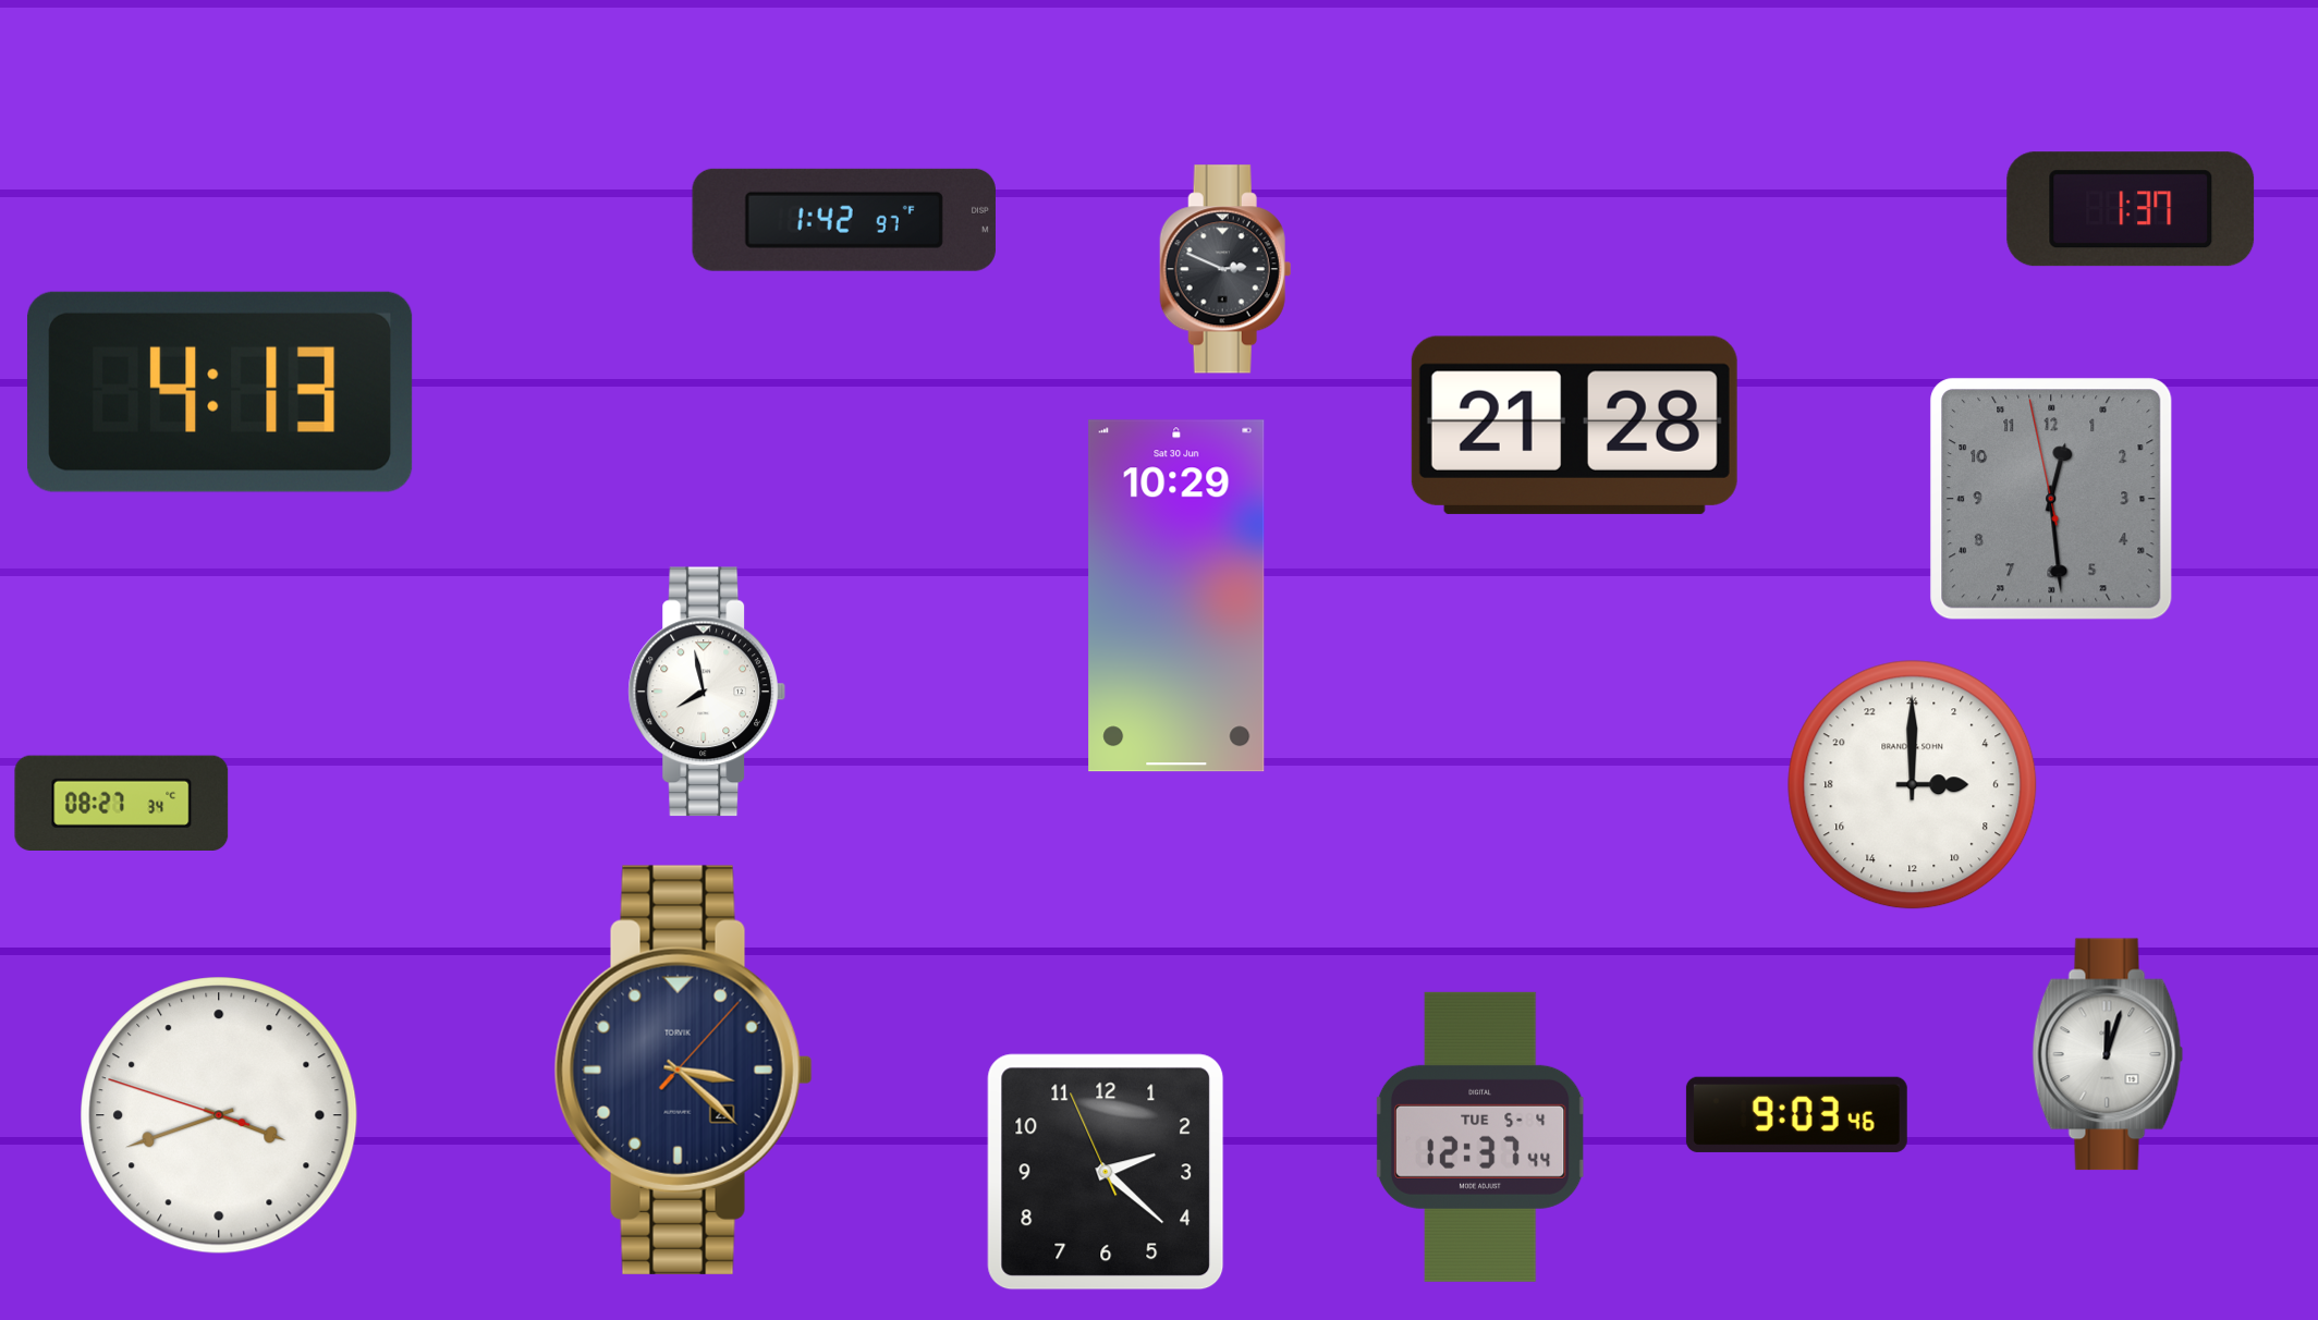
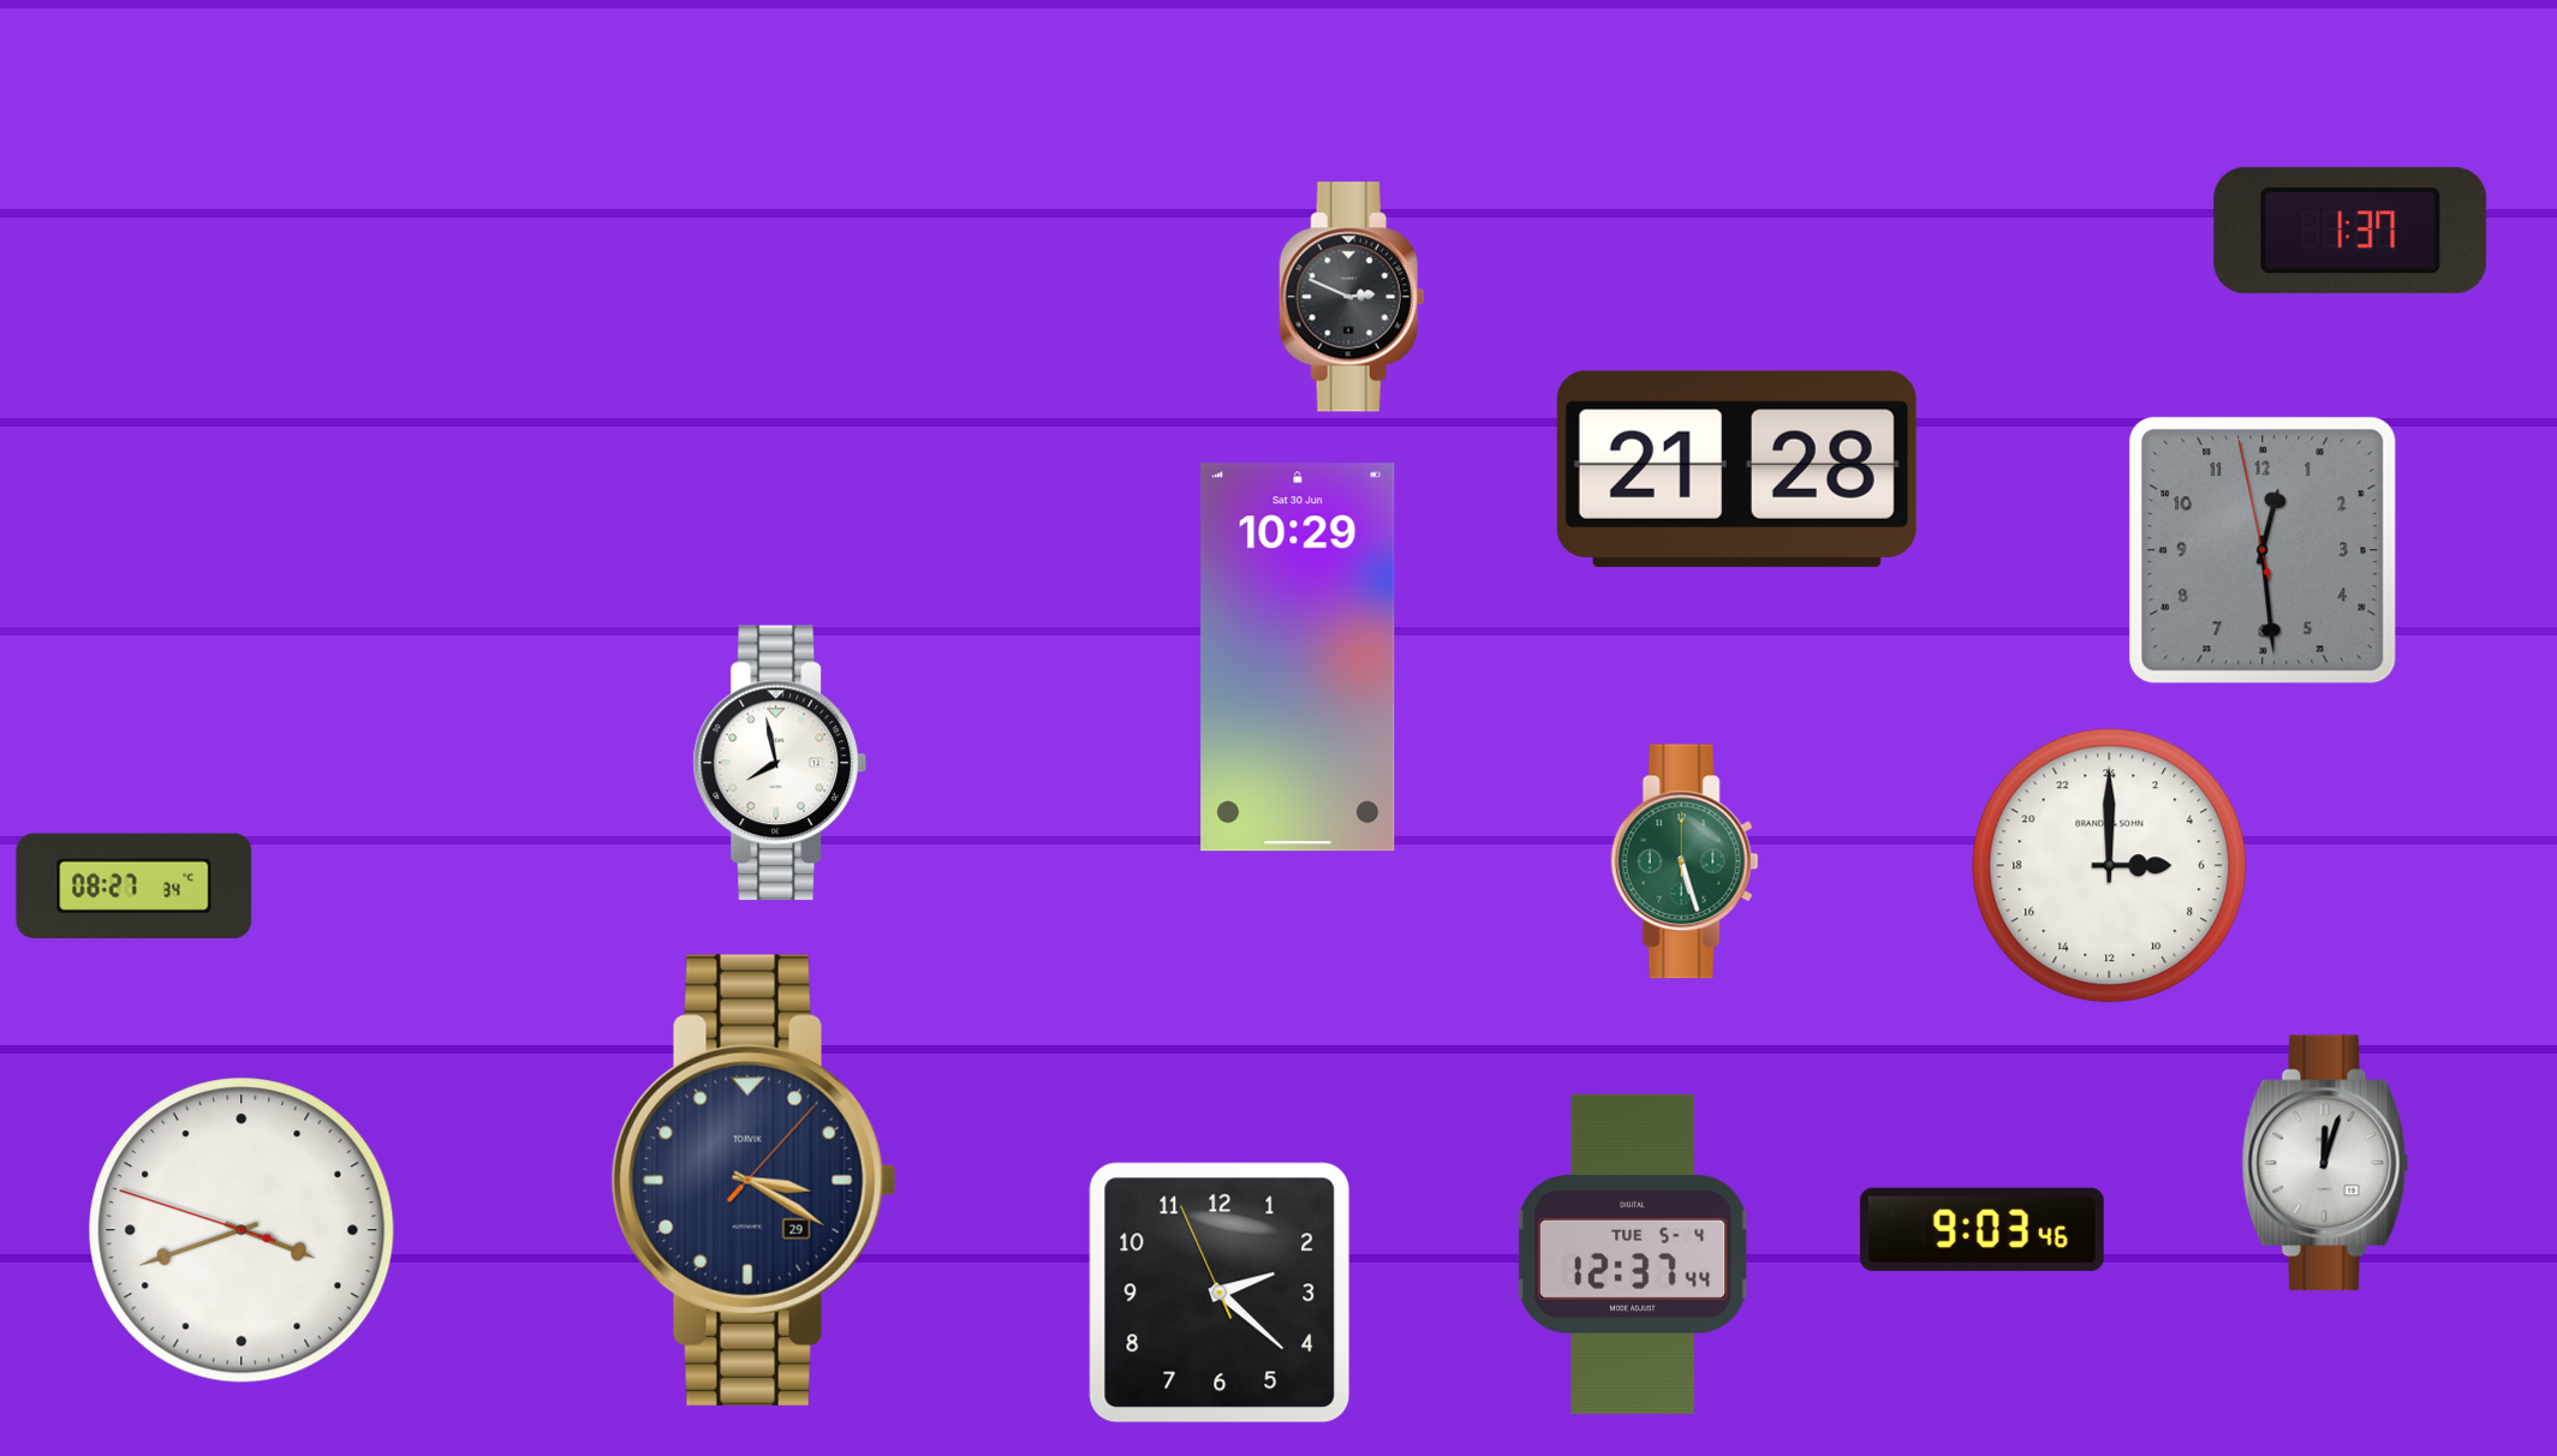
clock at (844, 220): 1:42 -> none
clock at (221, 392): 4:13 -> none
clock at (1685, 861): none -> 5:27
clock at (683, 1070): 3:22 -> 3:20
